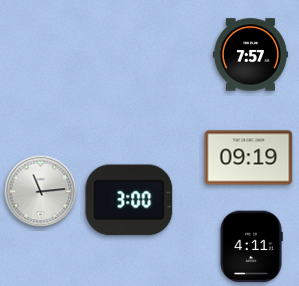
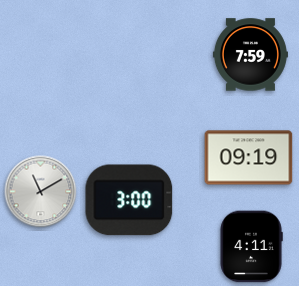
clock at (250, 55): 7:57 -> 7:59
clock at (41, 192): 11:14 -> 11:10
